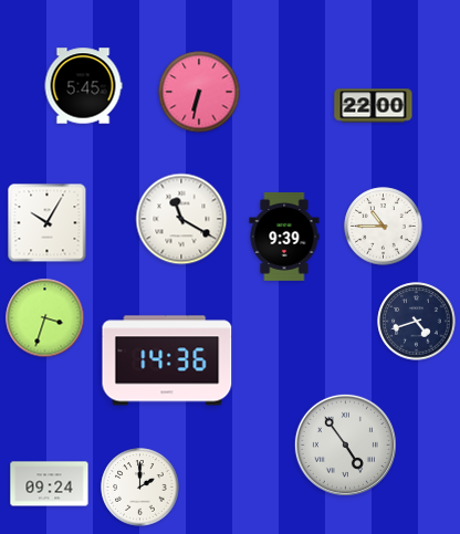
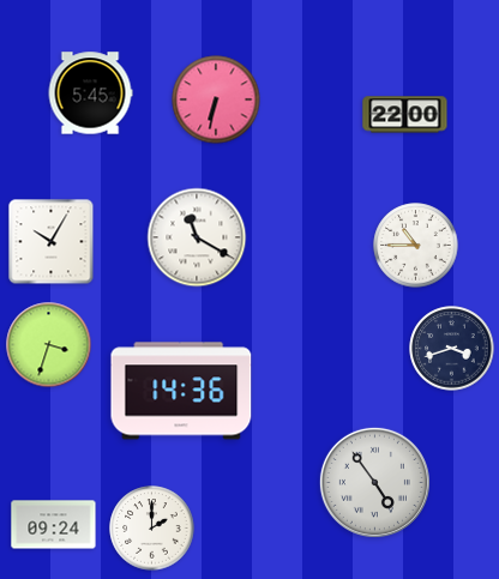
clock at (284, 237): 9:39 -> none
clock at (417, 322): 4:42 -> 3:42
